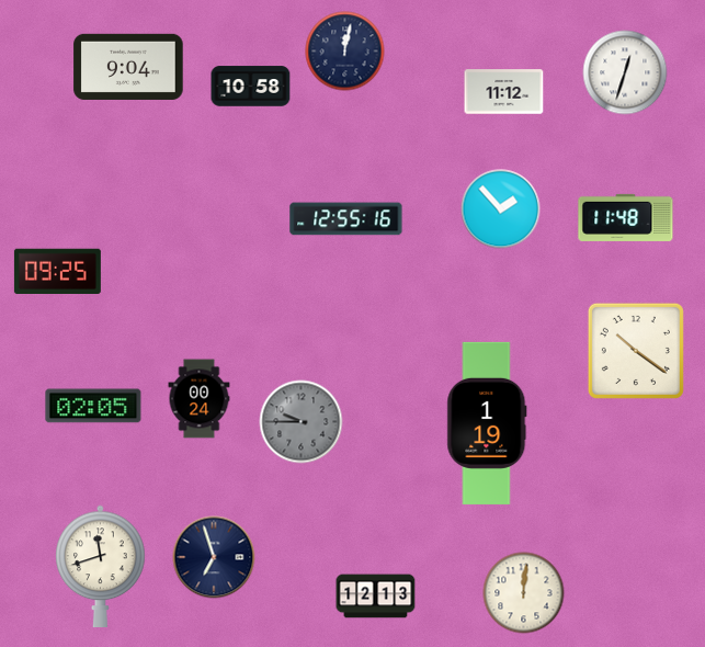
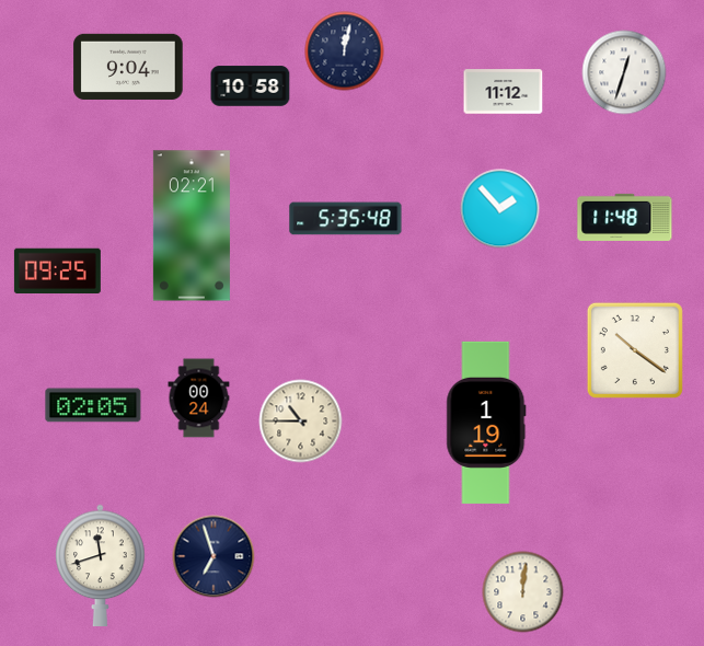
clock at (346, 219): 12:55 -> 5:35
clock at (192, 226): none -> 02:21
clock at (302, 422): 9:45 -> 10:45
clock at (302, 422) dial: grey -> cream
clock at (376, 597): 12:13 -> none
